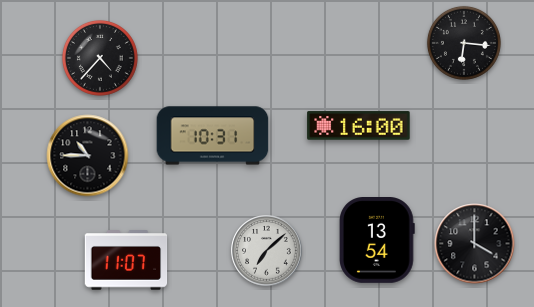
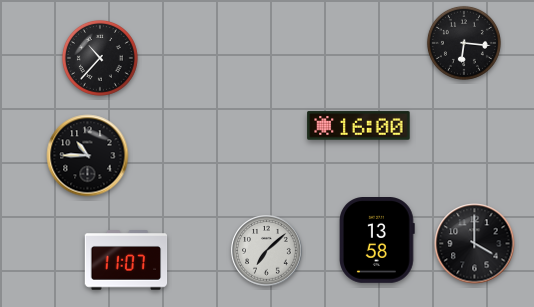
clock at (100, 58): 4:37 -> 10:37
clock at (213, 136): 10:31 -> none
clock at (378, 241): 13:54 -> 13:58
